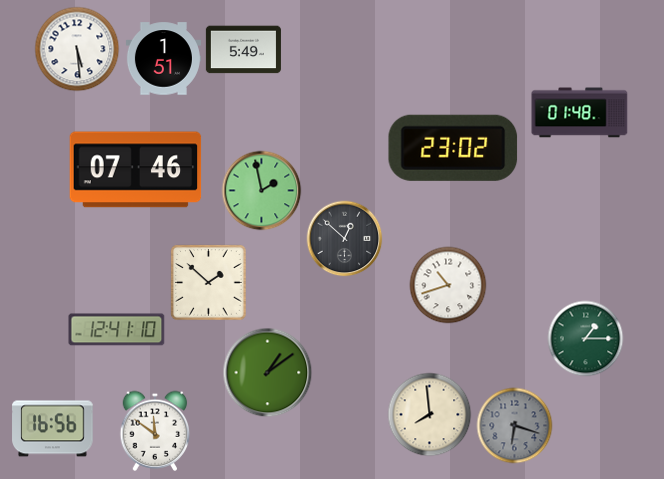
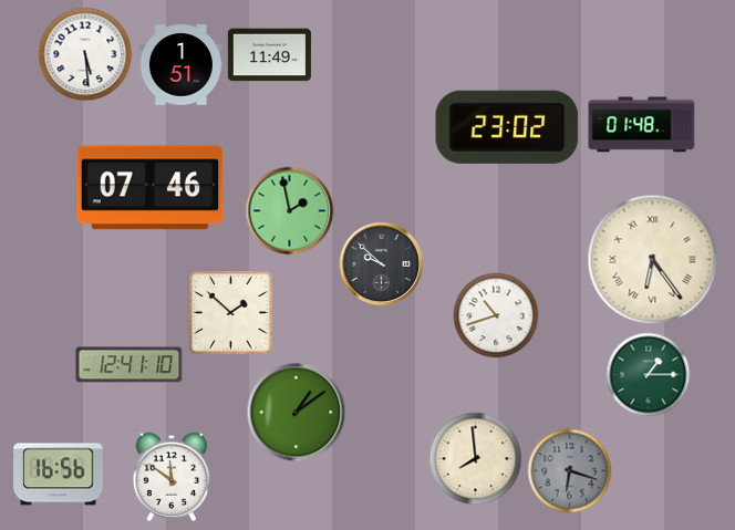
clock at (243, 50): 5:49 -> 11:49
clock at (453, 148) position: (453, 148) -> (507, 127)
clock at (653, 260): none -> 6:24
clock at (345, 239): 12:52 -> 9:52
